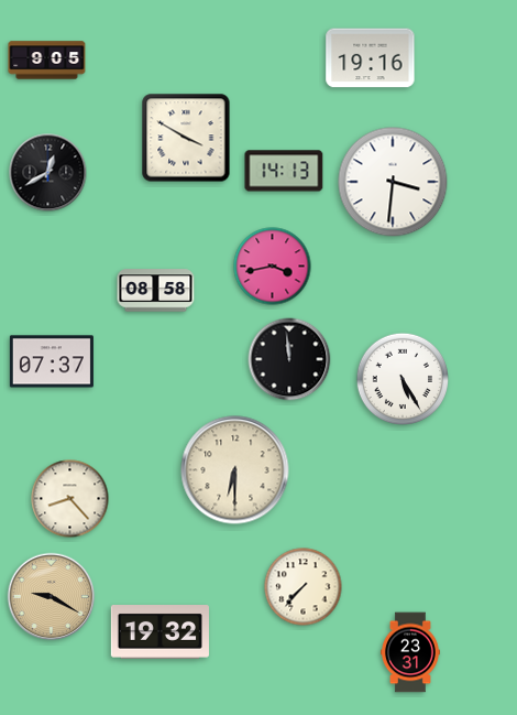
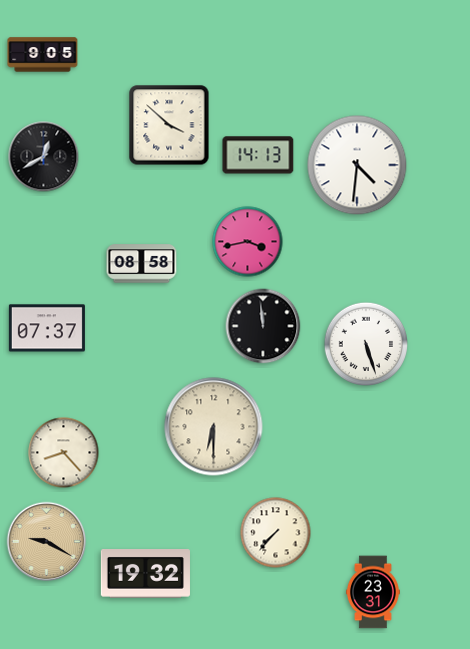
clock at (371, 58): 19:16 -> none
clock at (186, 138): 3:50 -> 3:52
clock at (393, 182): 3:31 -> 4:31
clock at (402, 378): 5:25 -> 5:27
